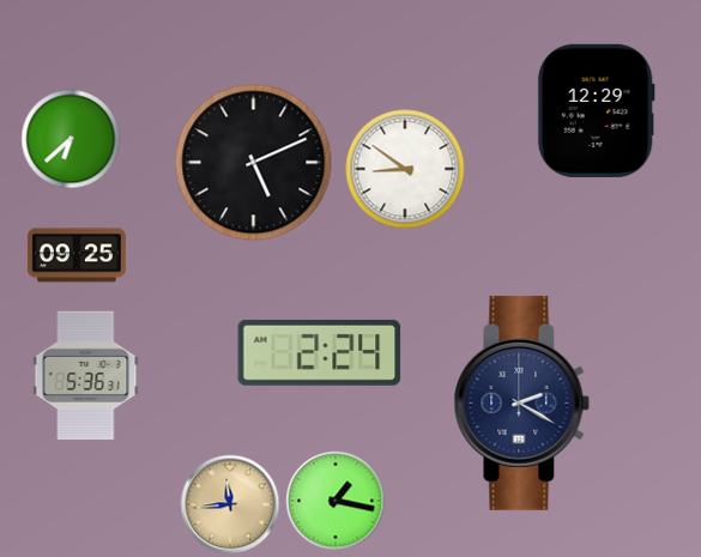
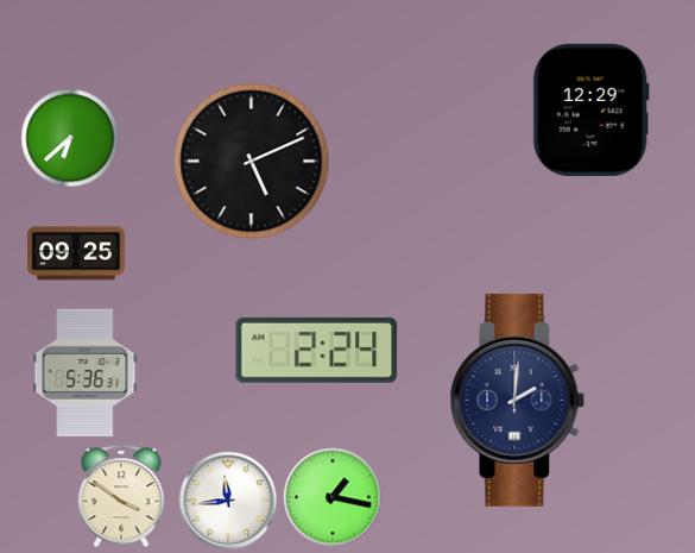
clock at (405, 169): 8:51 -> none
clock at (522, 402): 2:20 -> 2:01
clock at (121, 496): none -> 3:51
clock at (230, 504) dial: champagne -> white
